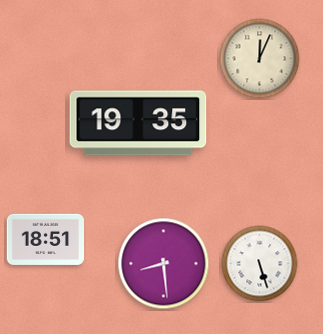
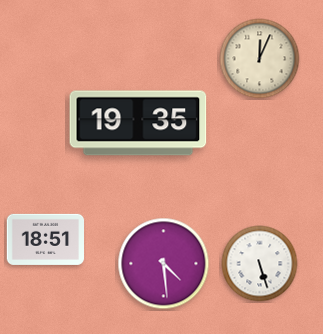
clock at (164, 264): 8:29 -> 4:29
